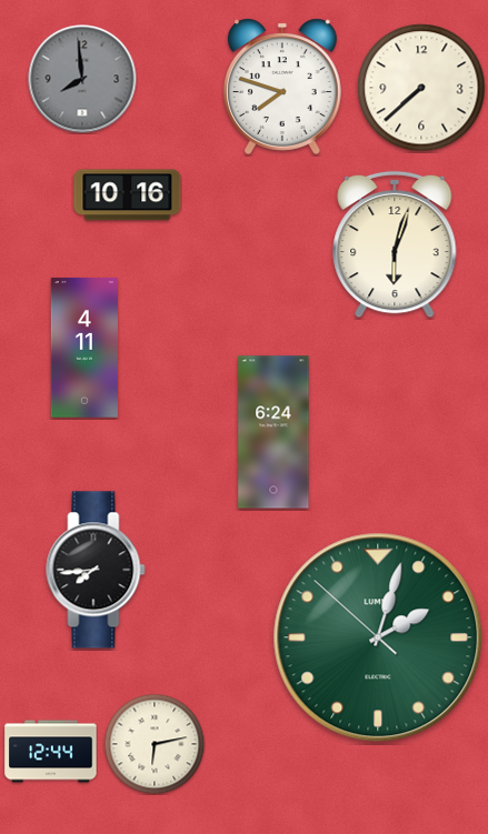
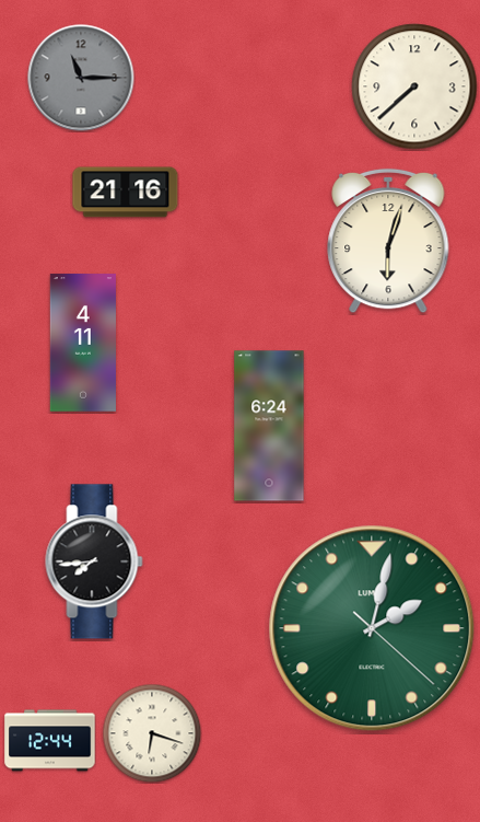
clock at (82, 79): 7:59 -> 11:15
clock at (282, 87): 7:48 -> none
clock at (128, 195): 10:16 -> 21:16
clock at (378, 637): 2:02:52 -> 2:02:22
clock at (155, 744): 6:13 -> 6:18
